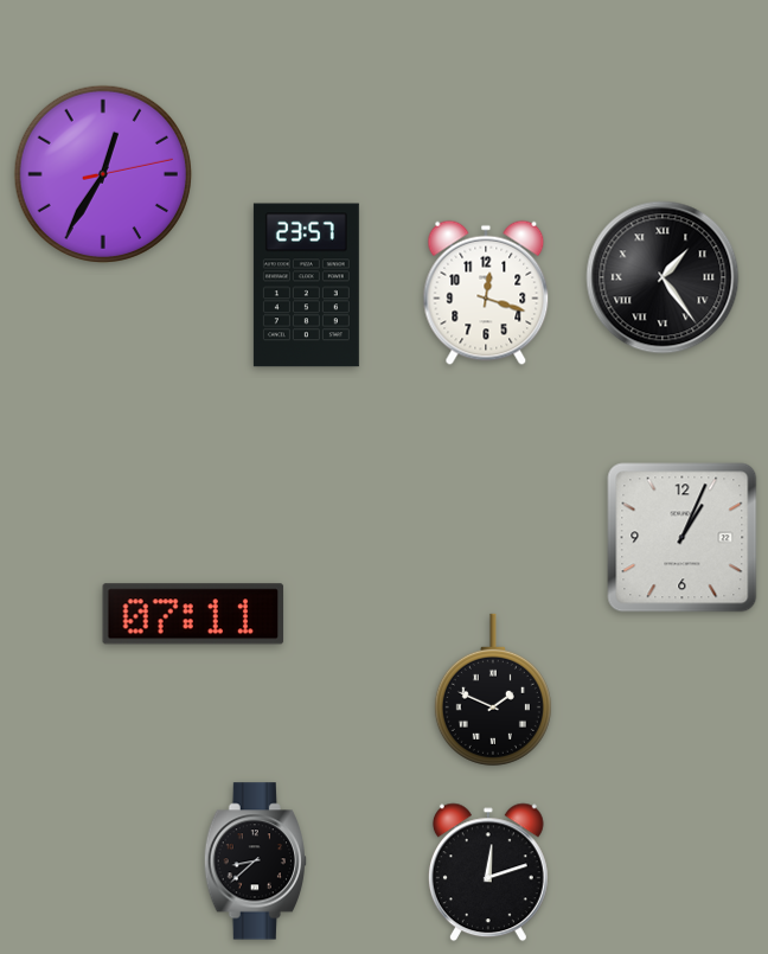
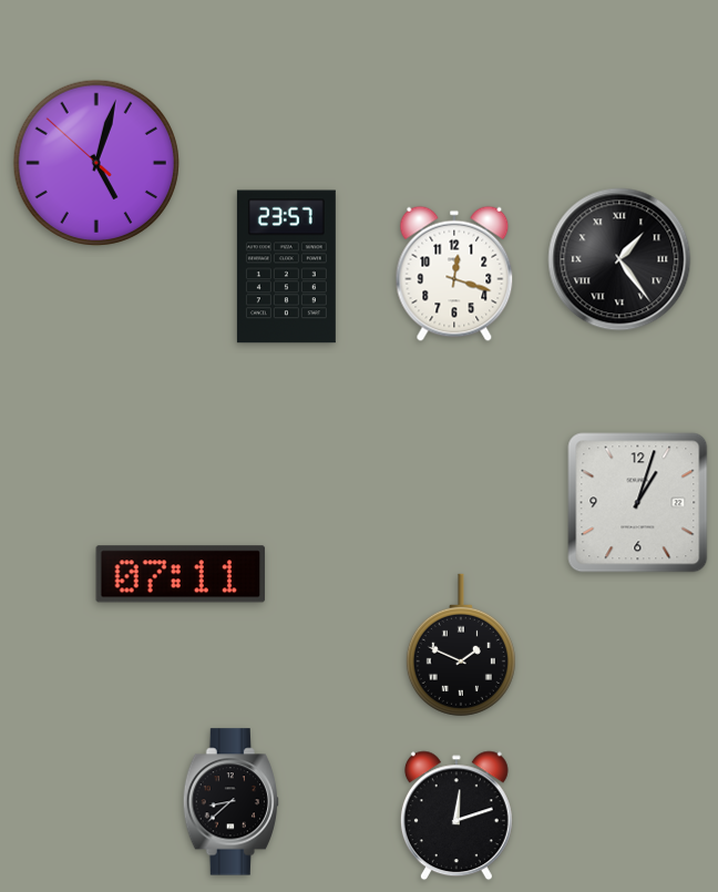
clock at (103, 174): 12:35 -> 5:02
clock at (683, 538): 1:04 -> 1:03
clock at (255, 862) position: (255, 862) -> (230, 802)
